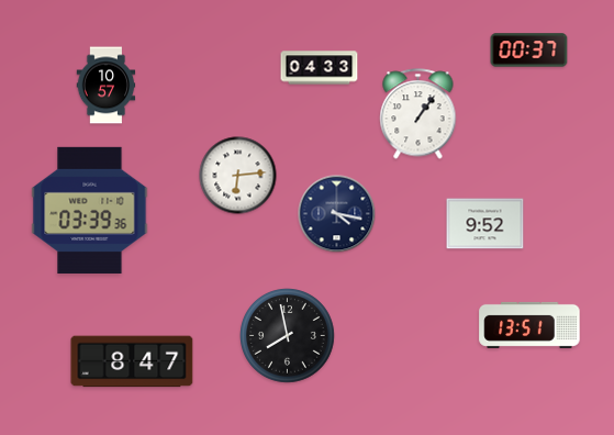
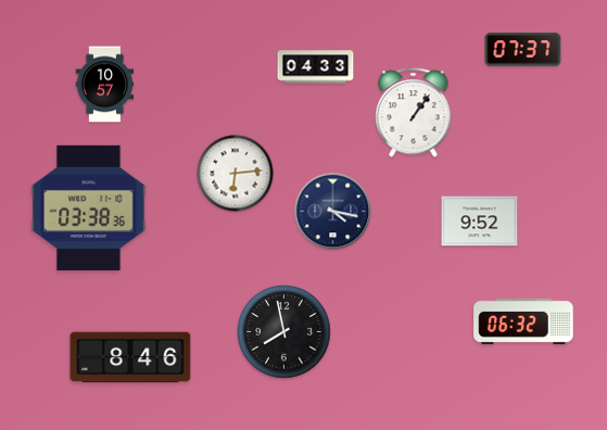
clock at (529, 51): 00:37 -> 07:37
clock at (90, 210): 03:39 -> 03:38
clock at (529, 325): 13:51 -> 06:32
clock at (132, 361): 8:47 -> 8:46
